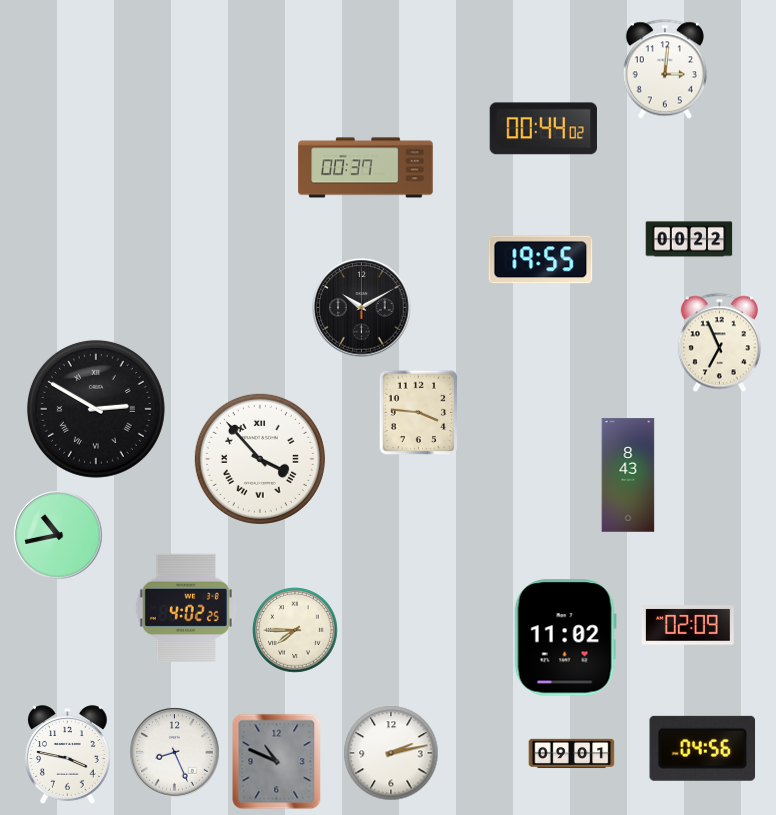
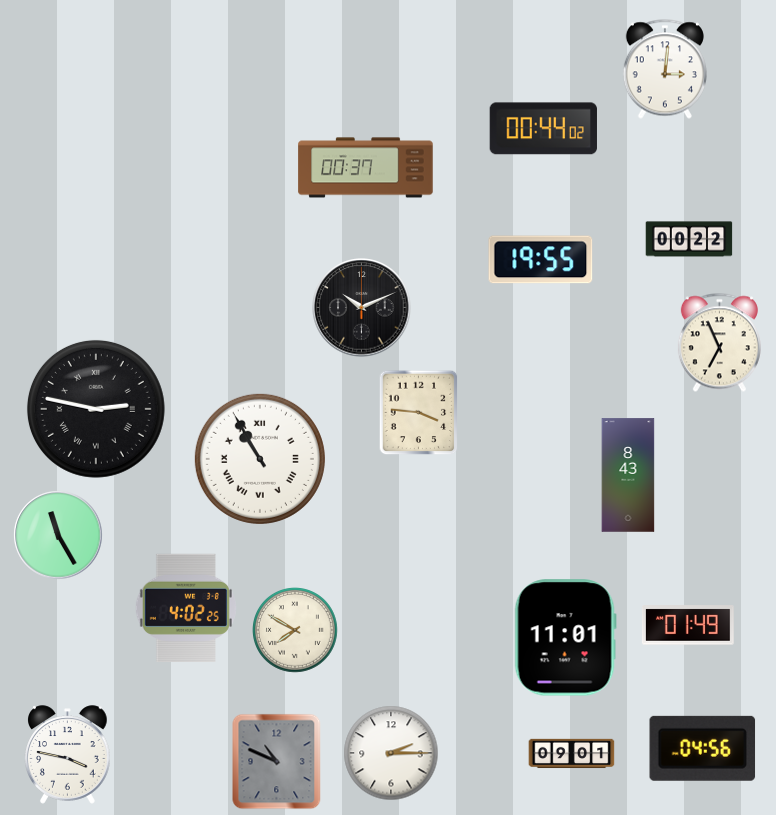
clock at (362, 308): 10:10 -> 10:11
clock at (96, 409): 2:50 -> 2:47
clock at (260, 459): 3:53 -> 10:55
clock at (58, 535): 10:43 -> 11:25
clock at (688, 625): 02:09 -> 01:49
clock at (296, 631): 7:45 -> 7:50
clock at (565, 638): 11:02 -> 11:01
clock at (175, 753): 8:26 -> none
clock at (391, 753): 2:13 -> 2:15
